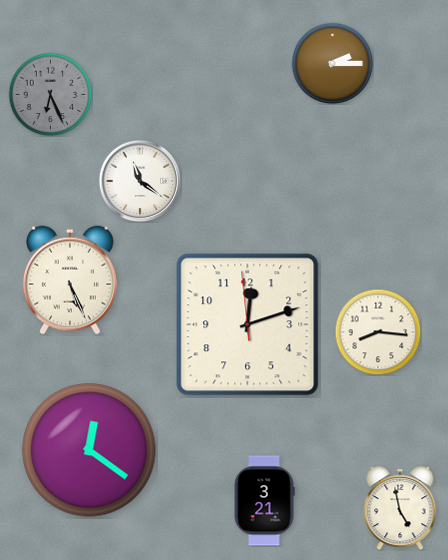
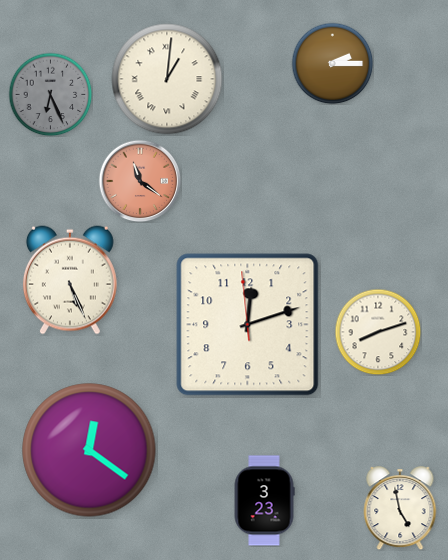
clock at (167, 79): none -> 1:01
clock at (140, 181) dial: white -> salmon
clock at (378, 332): 8:16 -> 8:12
clock at (264, 501): 3:21 -> 3:23
